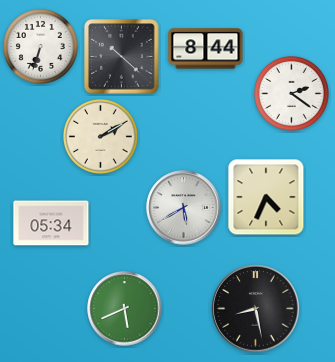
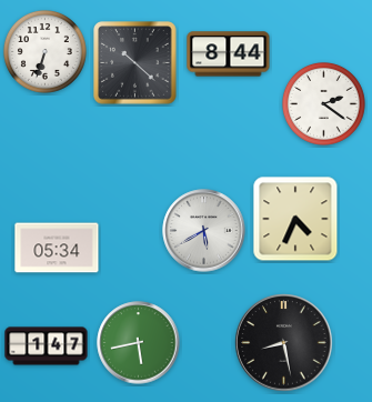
clock at (101, 137): 2:10 -> none
clock at (125, 309): 5:41 -> 5:43
clock at (47, 346): none -> 1:47
